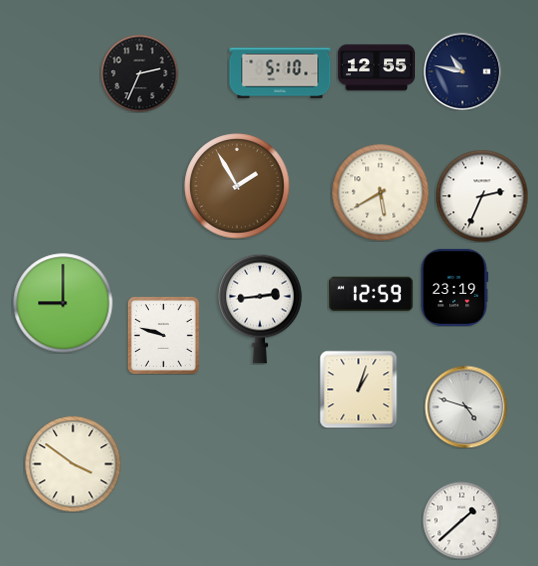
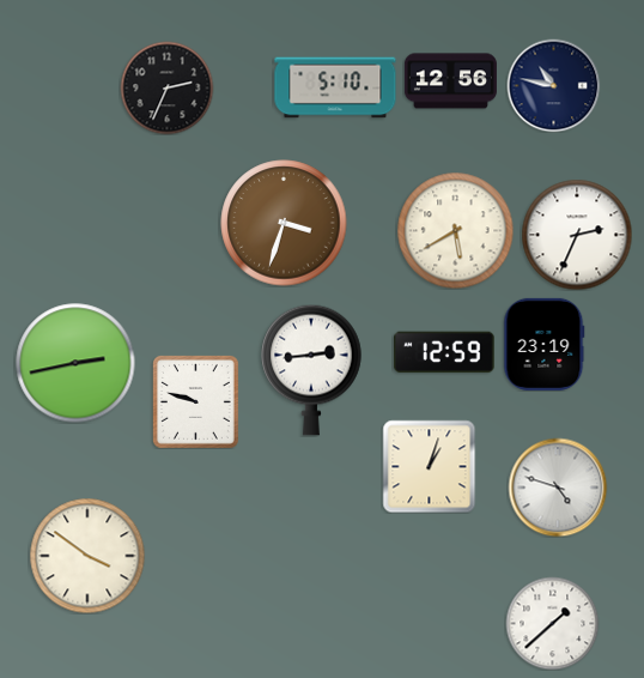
clock at (376, 68): 12:55 -> 12:56
clock at (237, 186): 1:55 -> 3:33
clock at (63, 303): 9:00 -> 2:43
